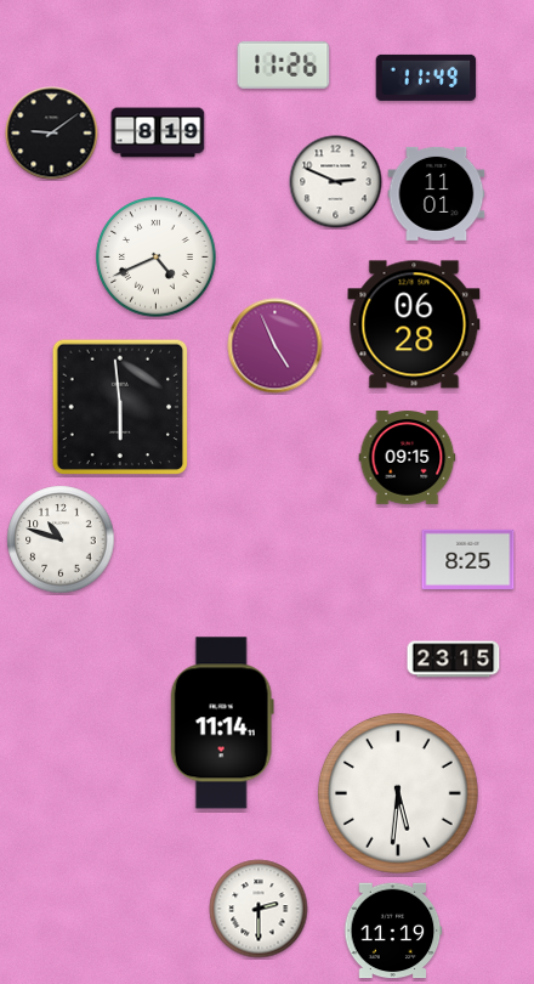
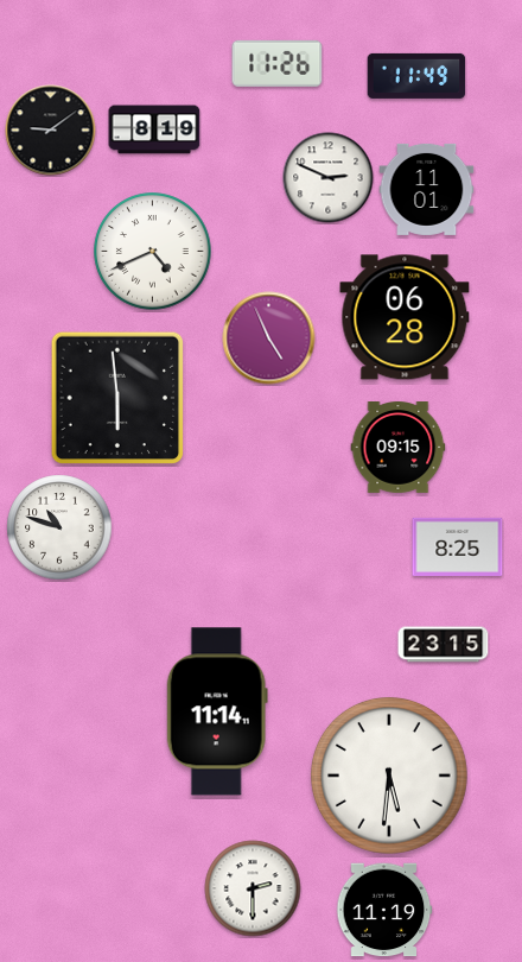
clock at (222, 723) position: (222, 723) -> (217, 711)
